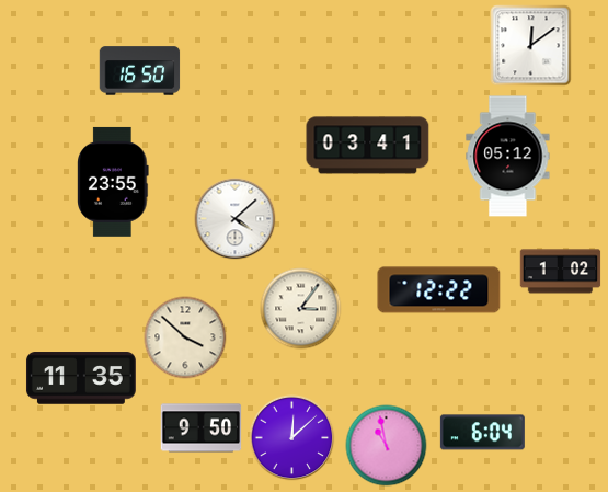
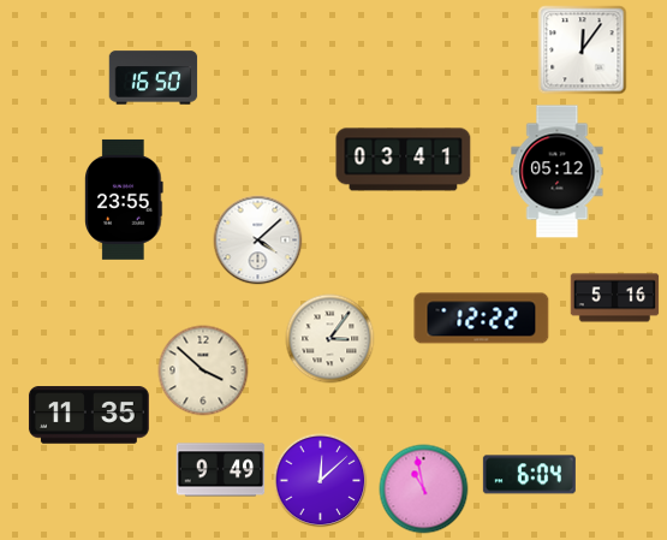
clock at (531, 46): 12:09 -> 12:06
clock at (561, 272): 1:02 -> 5:16
clock at (202, 428): 9:50 -> 9:49
